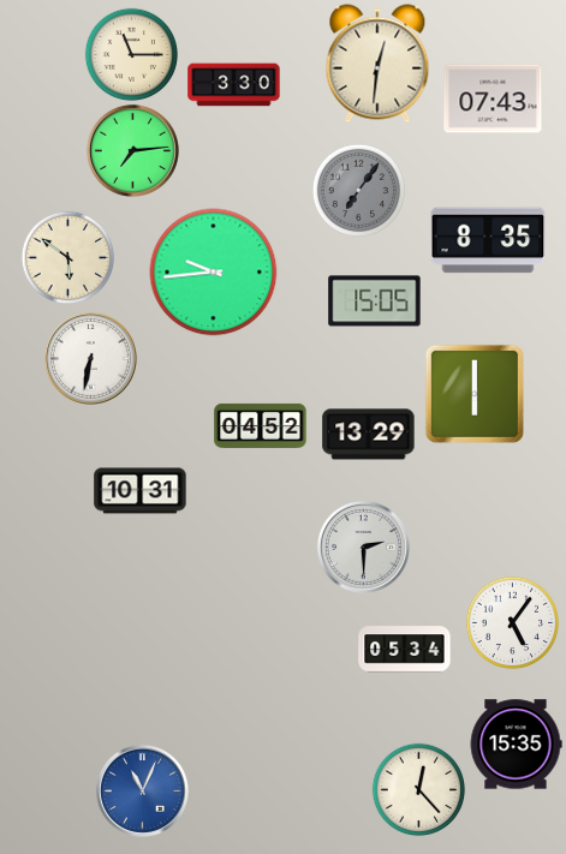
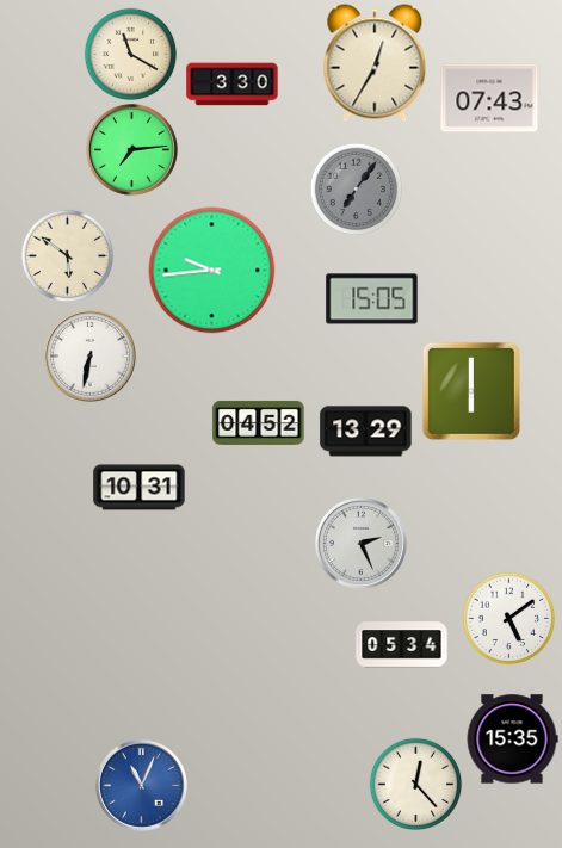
clock at (131, 54): 11:15 -> 11:20
clock at (377, 64): 12:31 -> 12:35
clock at (488, 240): 8:35 -> none
clock at (363, 547): 2:30 -> 2:26
clock at (512, 622): 5:06 -> 5:09
